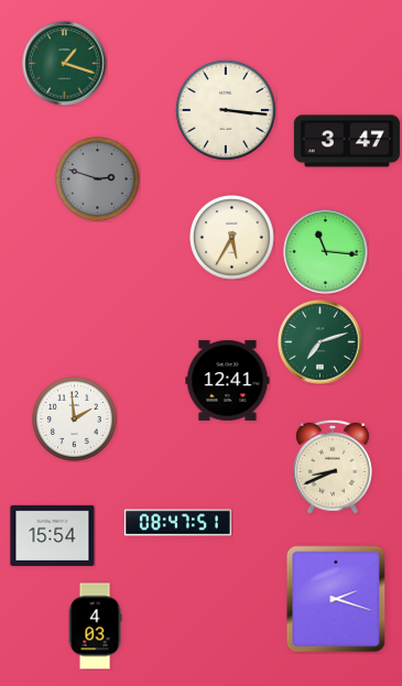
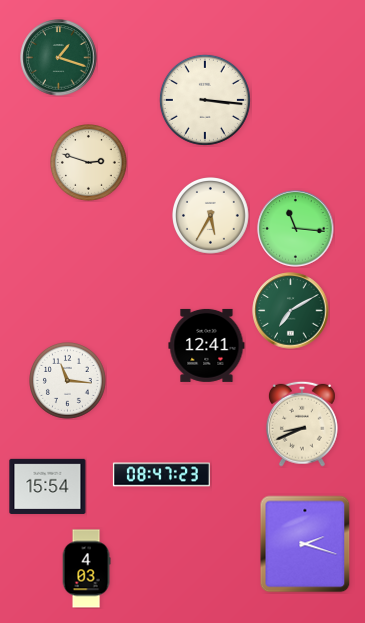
clock at (347, 141): 3:47 -> none
clock at (98, 179) dial: grey -> cream
clock at (320, 342): 7:12 -> 7:10
clock at (75, 420): 1:59 -> 11:16
clock at (177, 523): 08:47:51 -> 08:47:23
